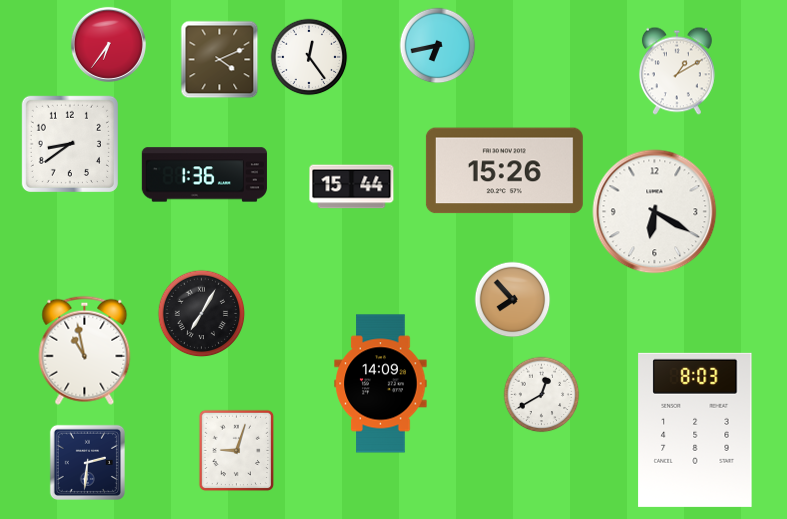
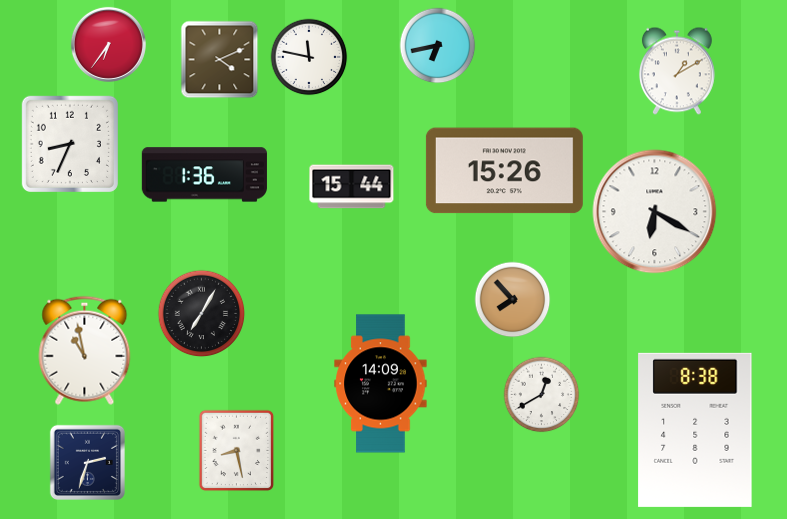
clock at (309, 57): 12:24 -> 11:47
clock at (70, 144): 8:39 -> 8:34
clock at (695, 430): 8:03 -> 8:38
clock at (237, 451): 9:03 -> 8:28
clock at (87, 462): 2:31 -> 2:33
